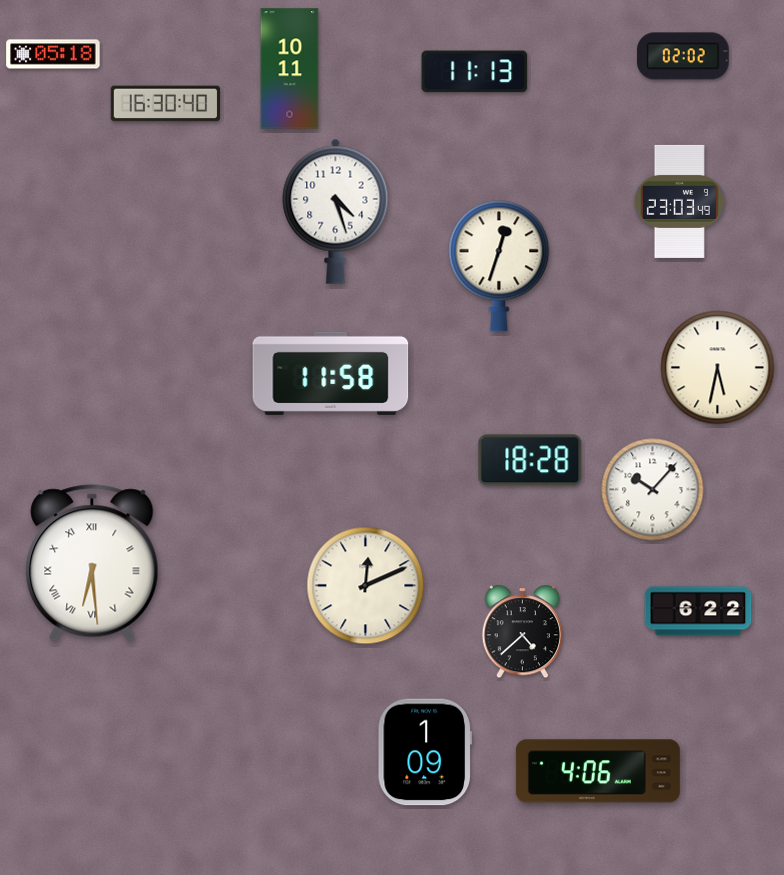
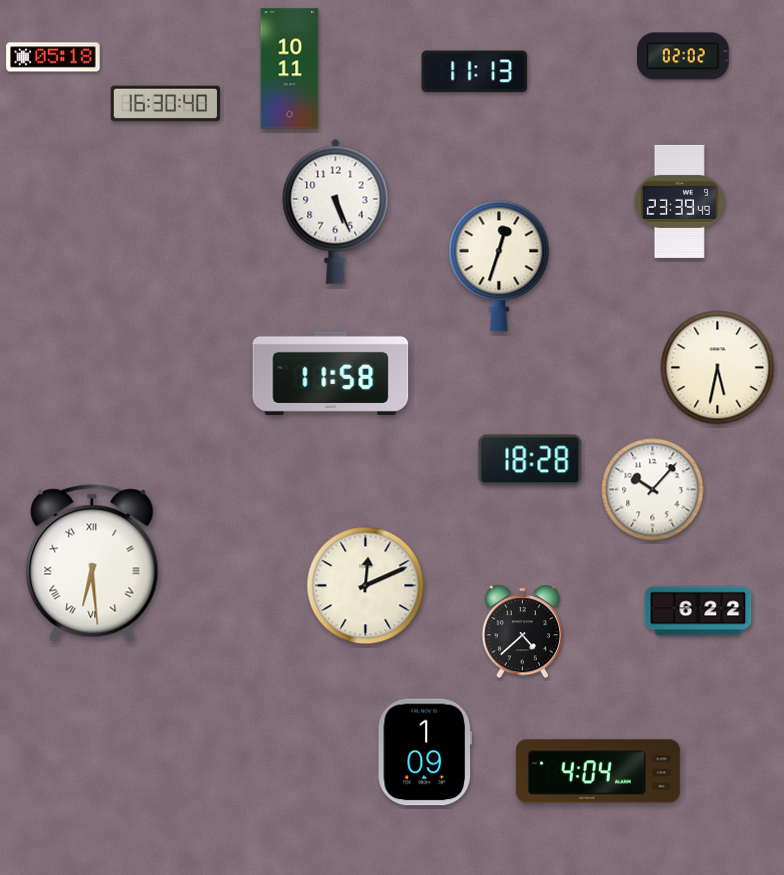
clock at (53, 54) position: (53, 54) -> (53, 57)
clock at (679, 201): 23:03 -> 23:39
clock at (336, 211): 4:27 -> 5:26
clock at (598, 771): 4:06 -> 4:04
